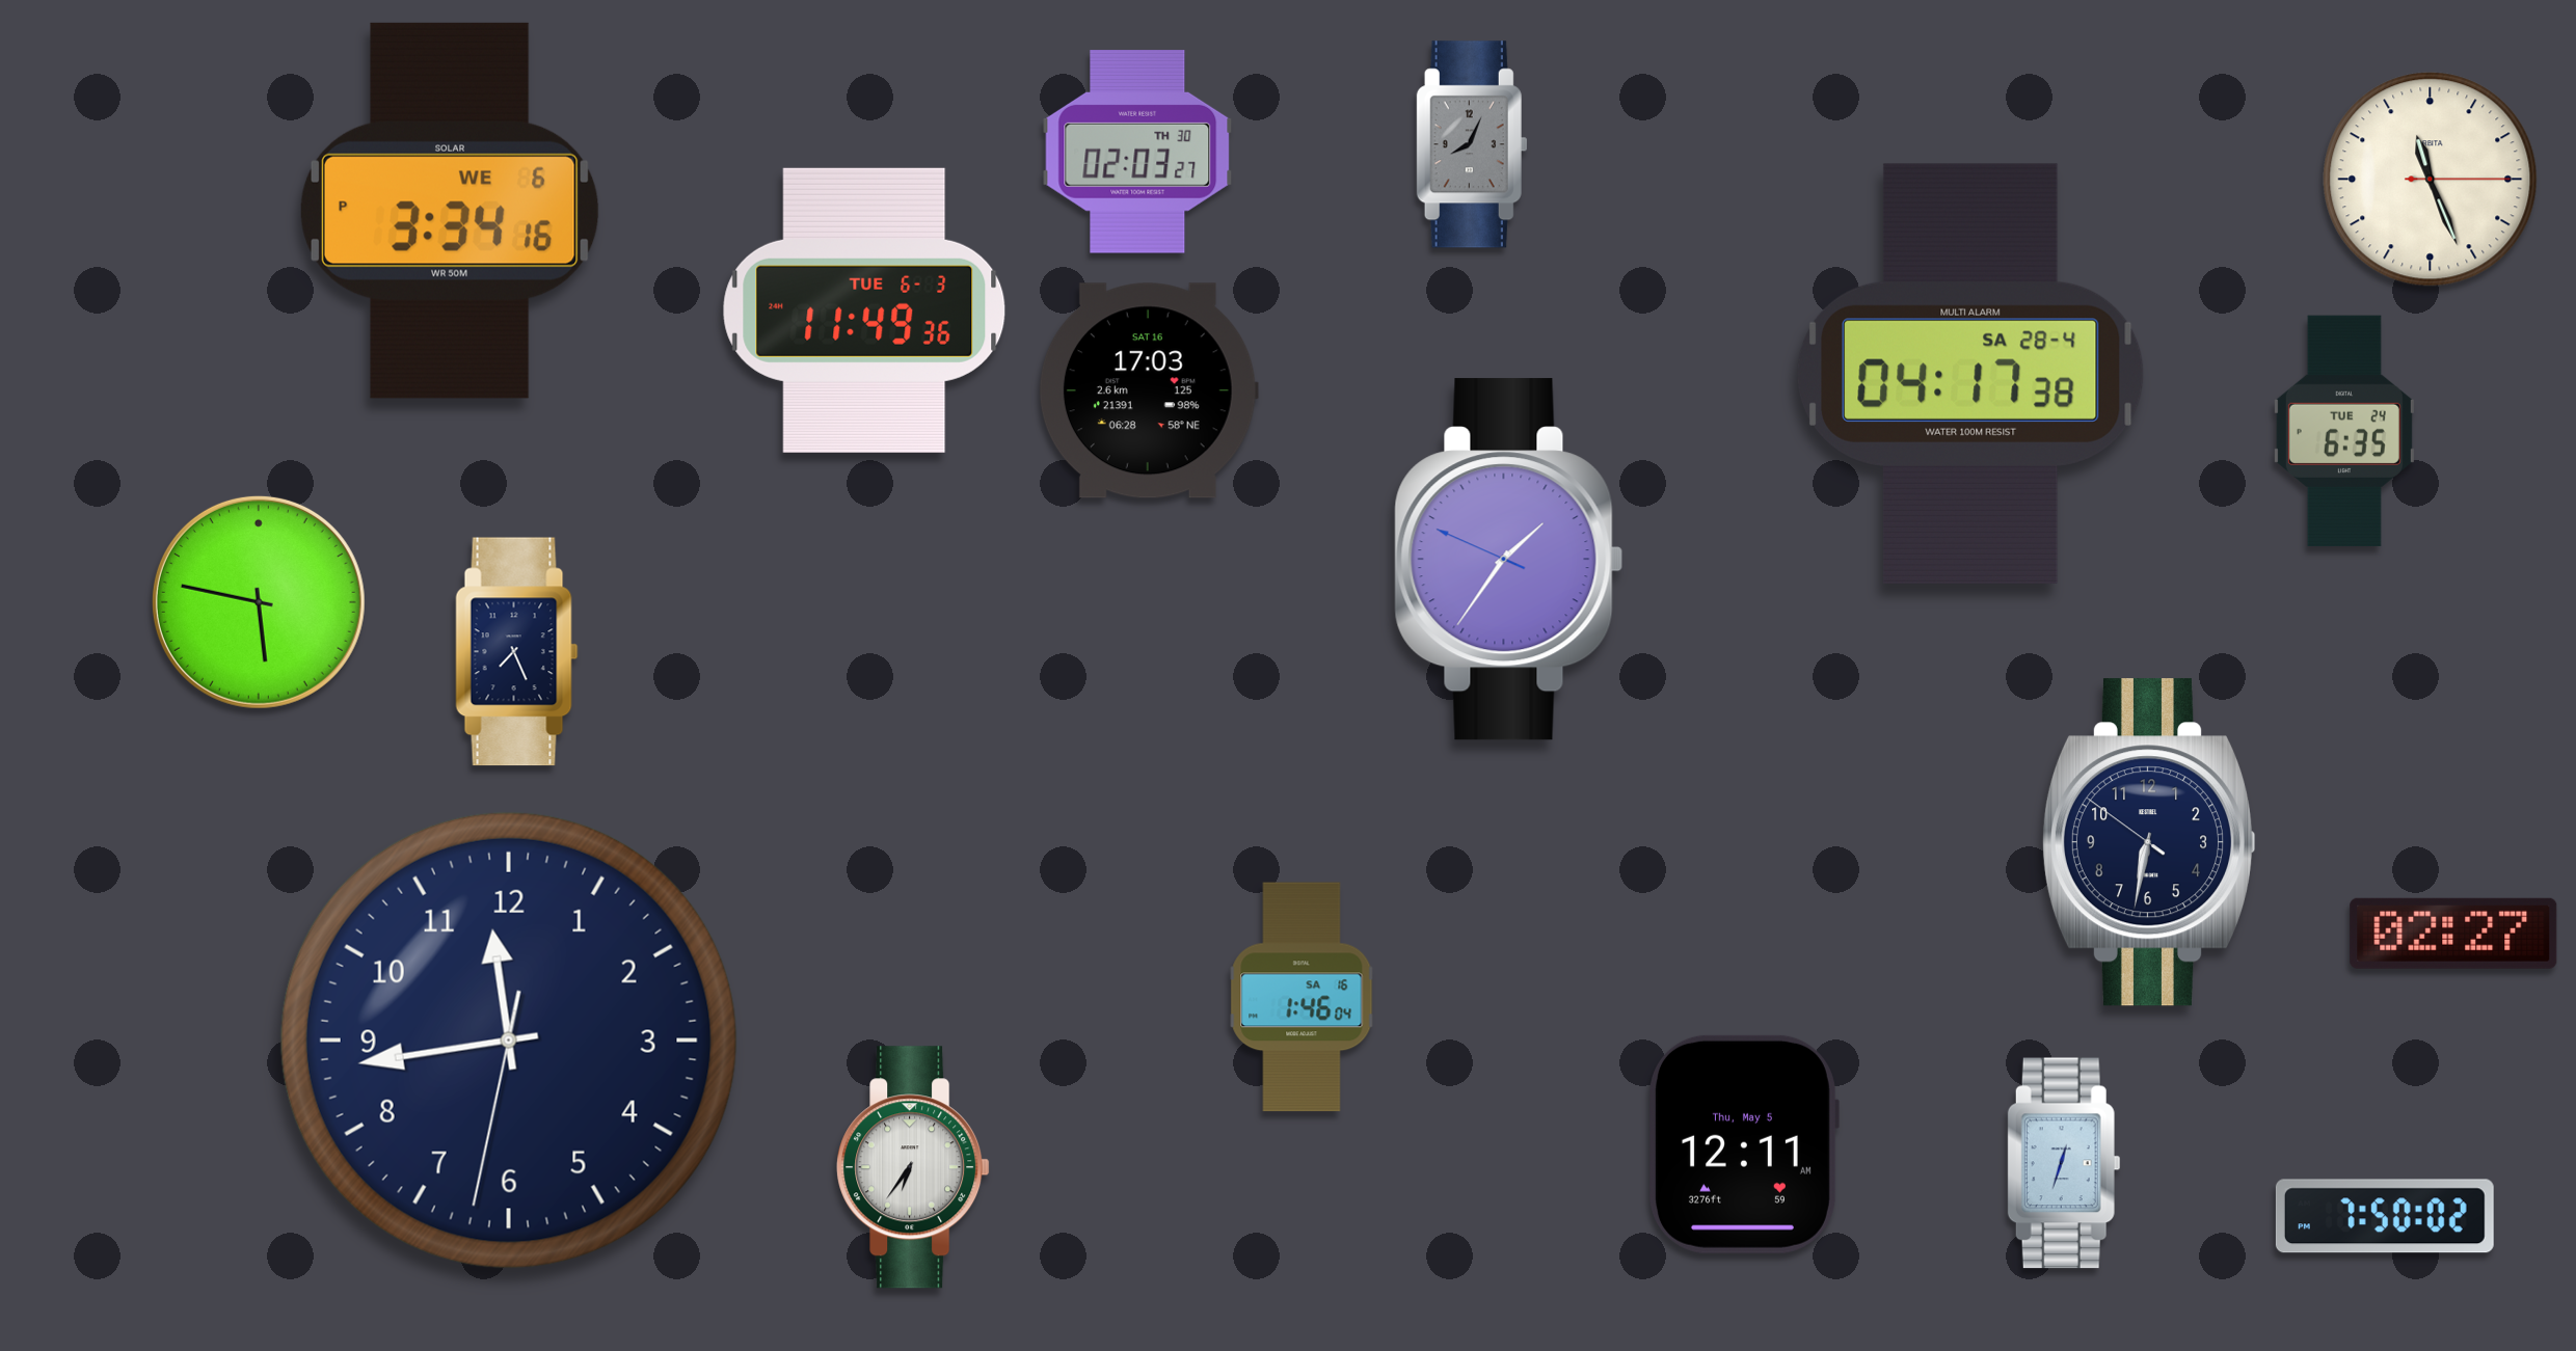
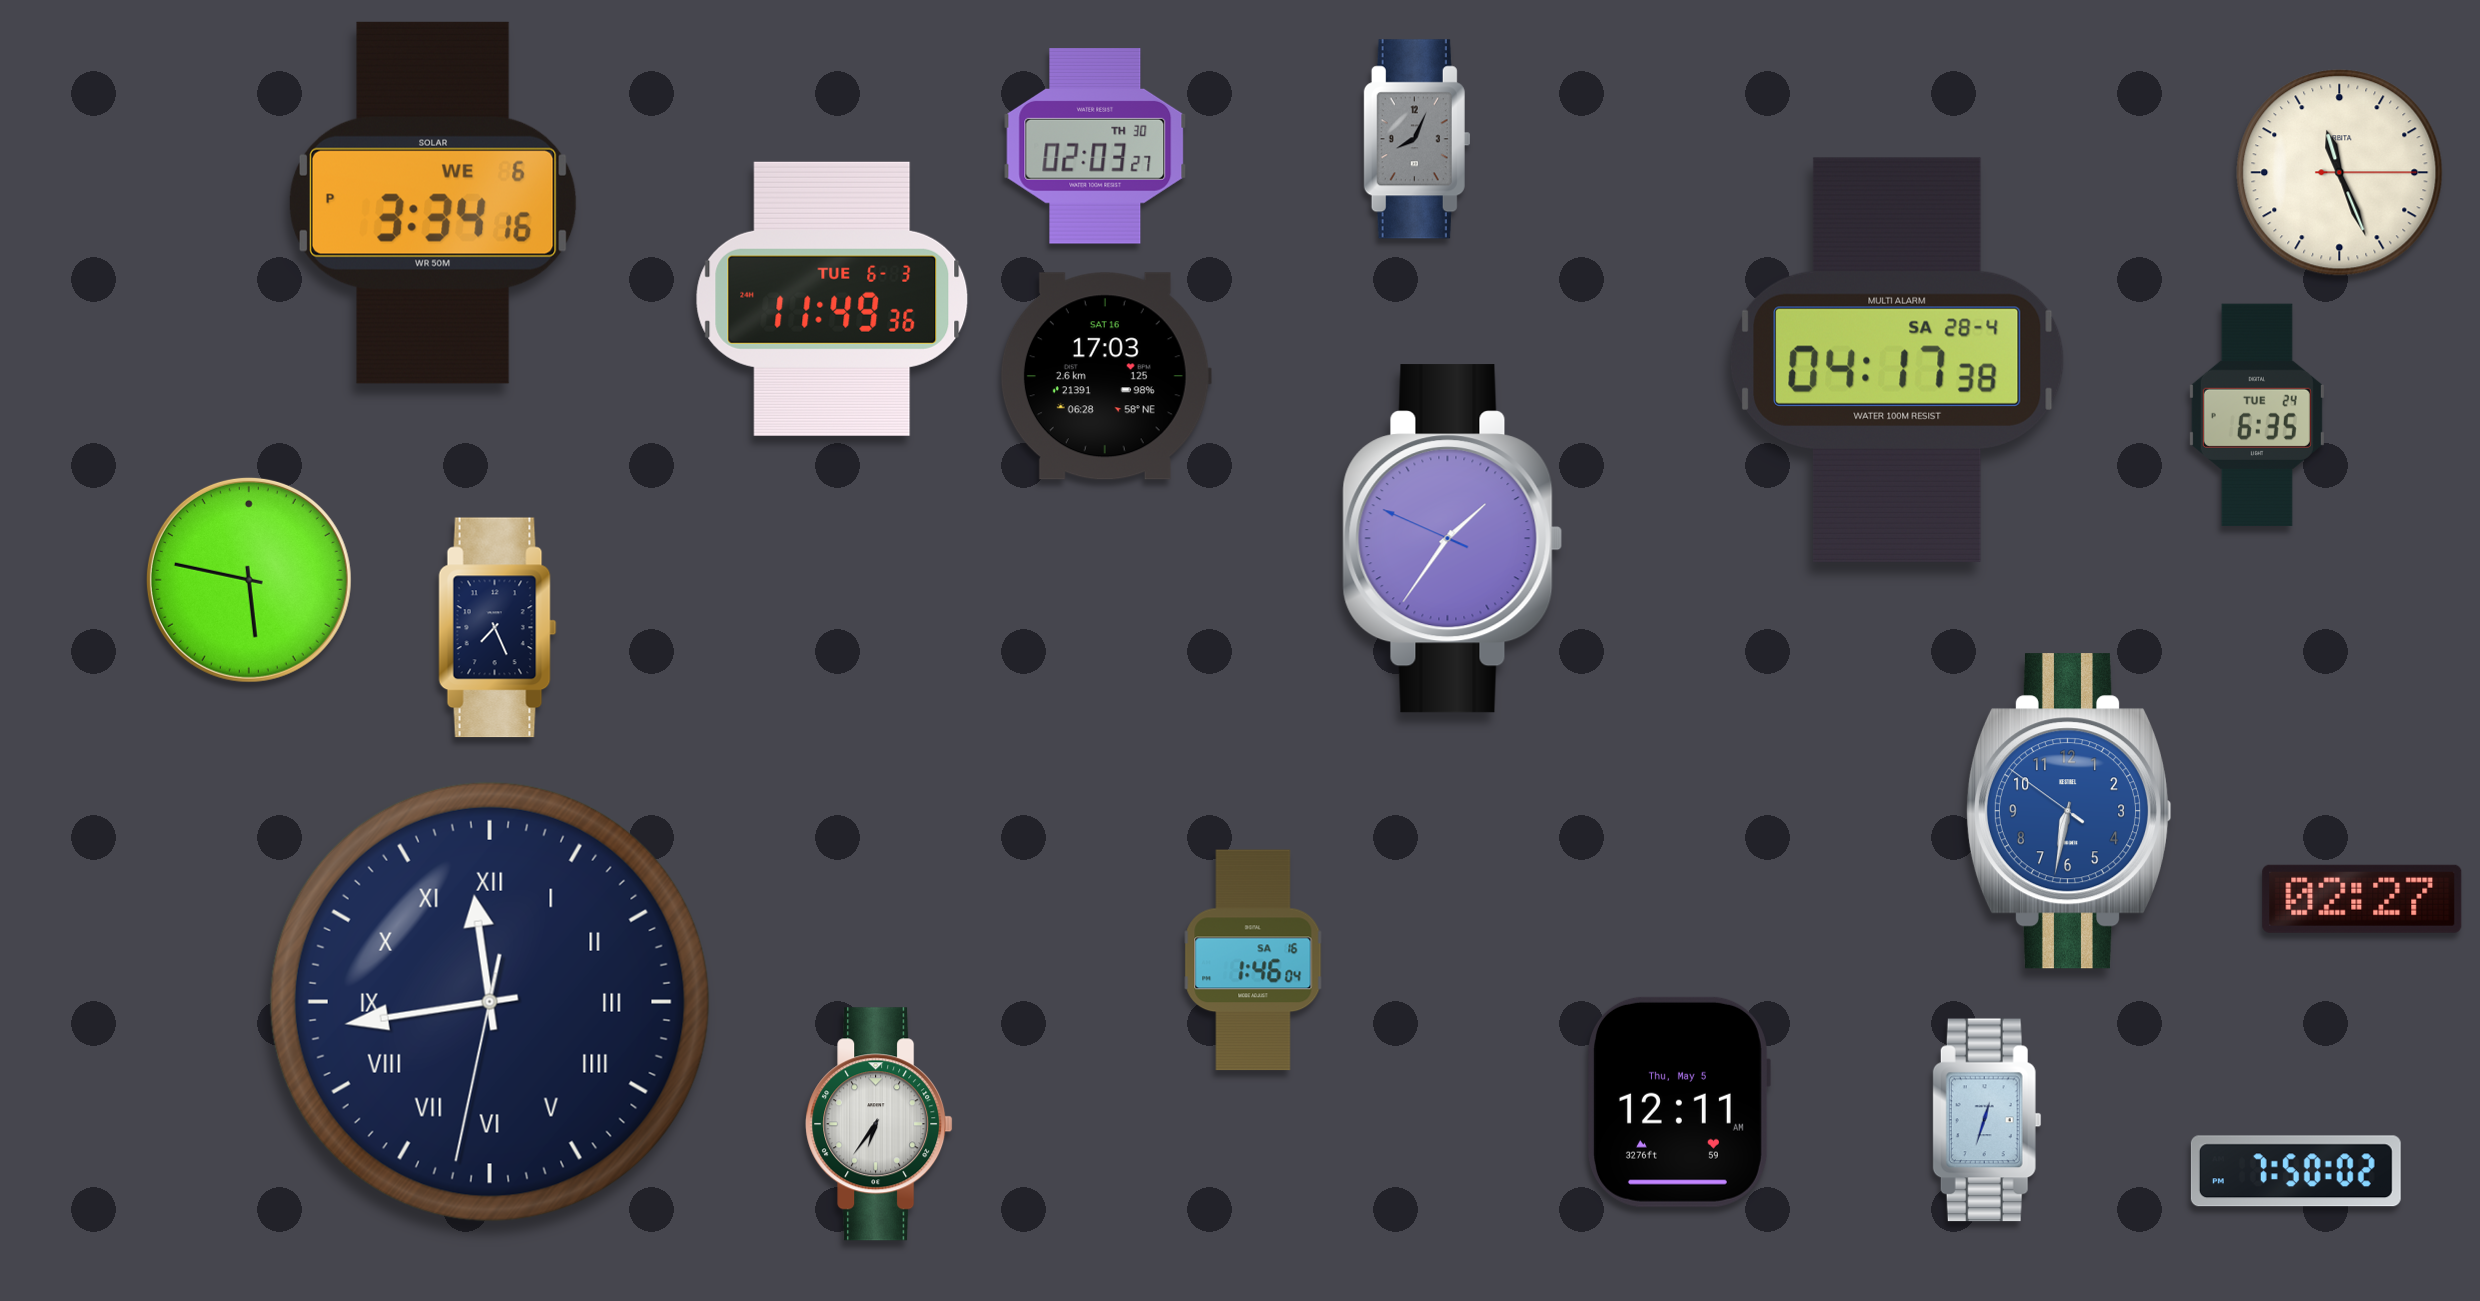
clock at (2149, 842) dial: navy -> blue
clock at (509, 1041) numerals: Arabic -> Roman
